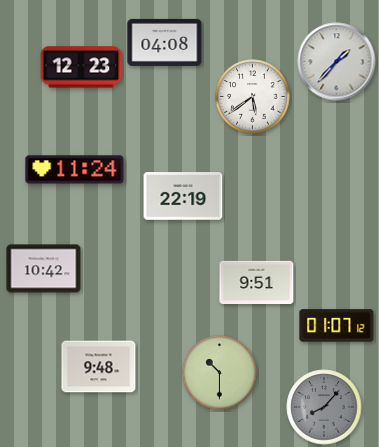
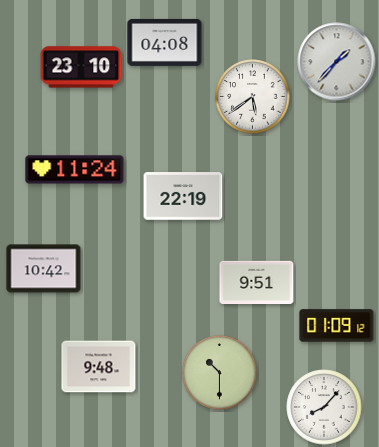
clock at (81, 67): 12:23 -> 23:10
clock at (337, 326): 01:07 -> 01:09
clock at (324, 407) dial: grey -> white
